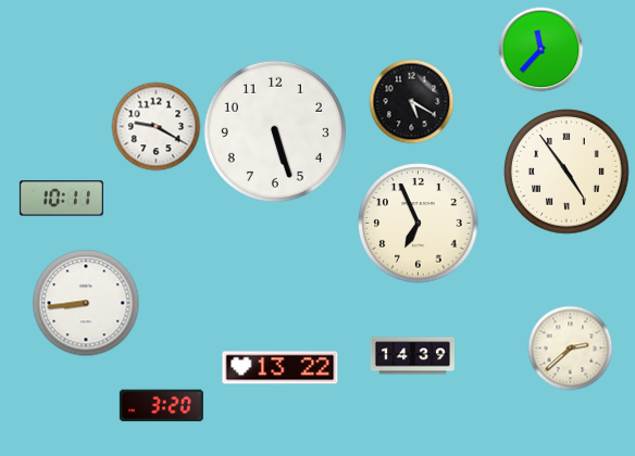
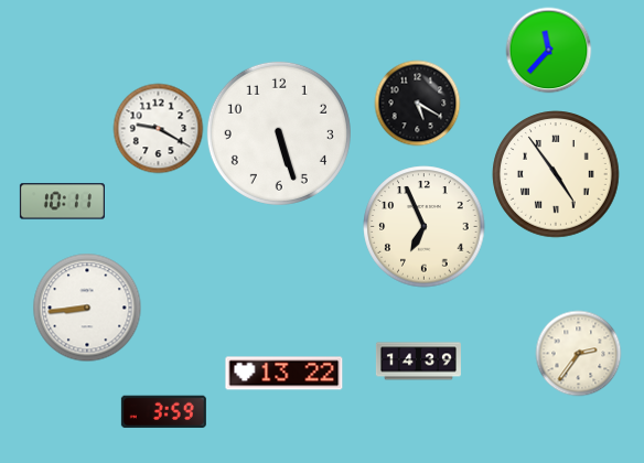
clock at (566, 172) position: (566, 172) -> (556, 174)
clock at (570, 347): 2:38 -> 2:36
clock at (161, 406): 3:20 -> 3:59
